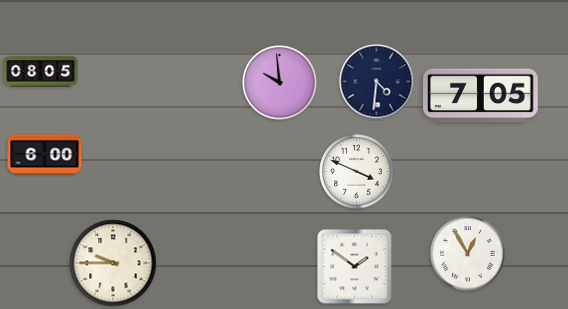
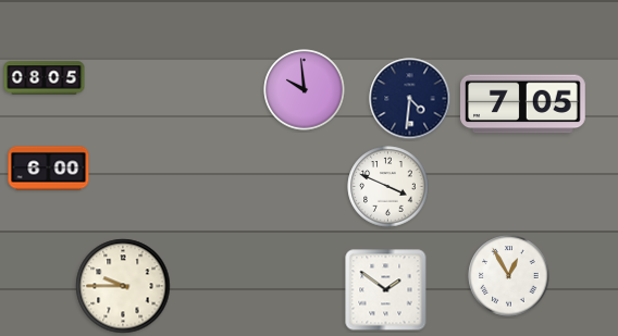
clock at (377, 82) position: (377, 82) -> (410, 99)
